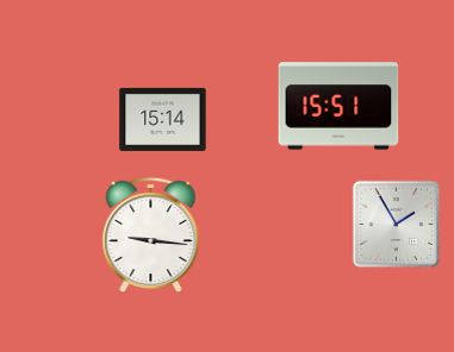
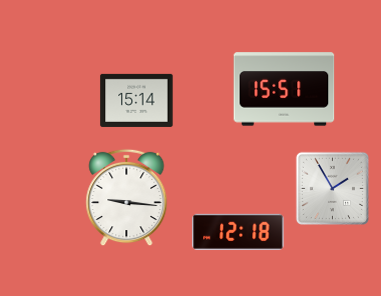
clock at (238, 232): none -> 12:18
